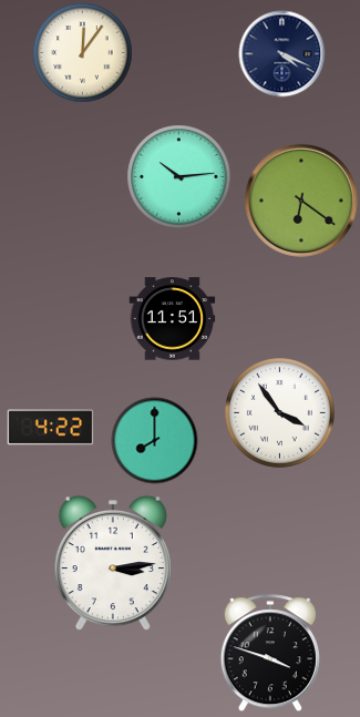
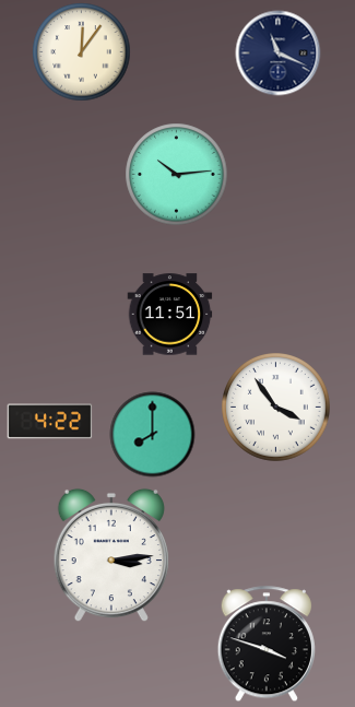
clock at (281, 53): 4:19 -> 11:19
clock at (301, 201): 6:21 -> none
